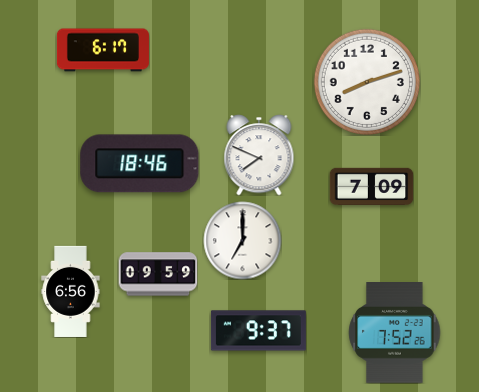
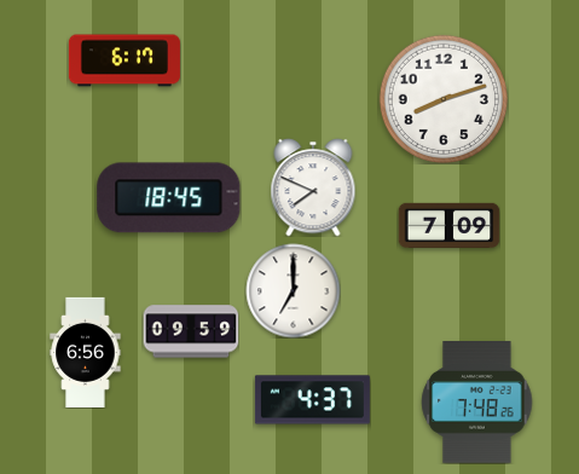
clock at (140, 164): 18:46 -> 18:45
clock at (258, 331): 9:37 -> 4:37
clock at (395, 333): 7:52 -> 7:48
